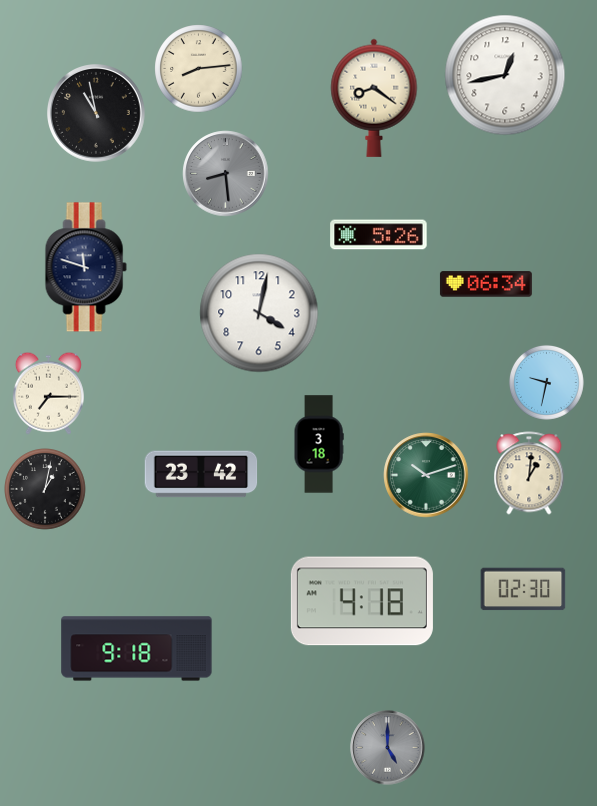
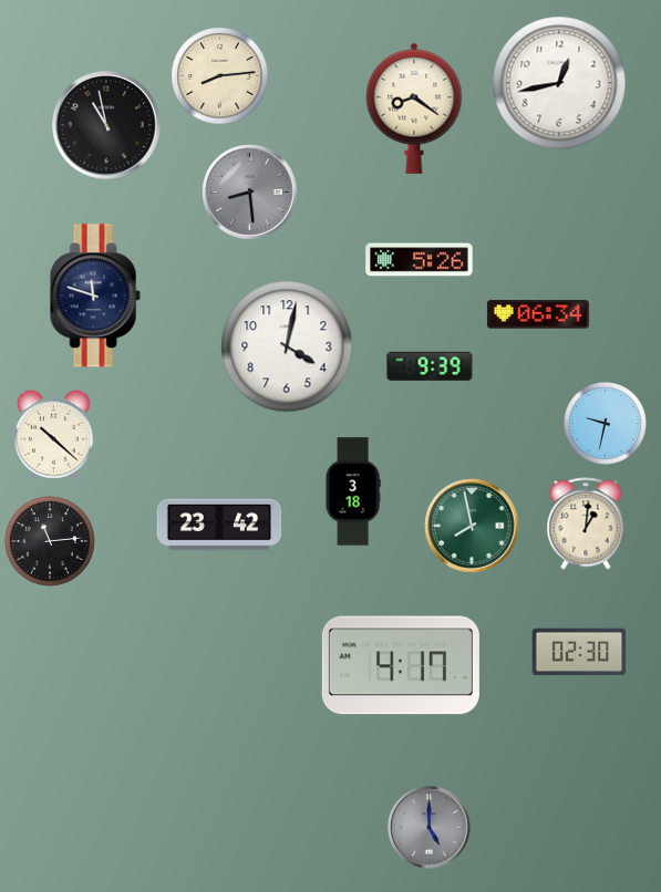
clock at (430, 365): none -> 9:39
clock at (48, 393): 7:15 -> 10:22
clock at (201, 474) position: (201, 474) -> (219, 525)
clock at (426, 475): 10:12 -> 7:58
clock at (46, 490): 1:02 -> 11:14
clock at (362, 601): 4:18 -> 4:17
clock at (137, 649): 9:18 -> none
